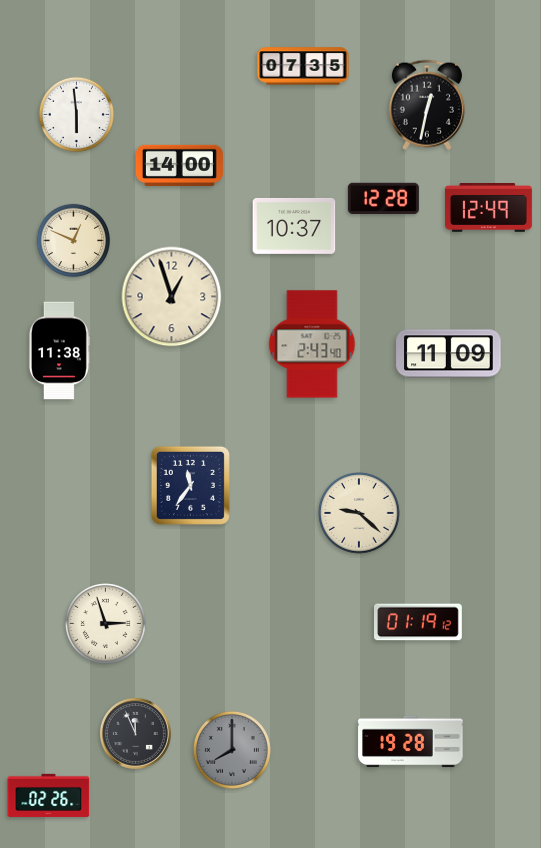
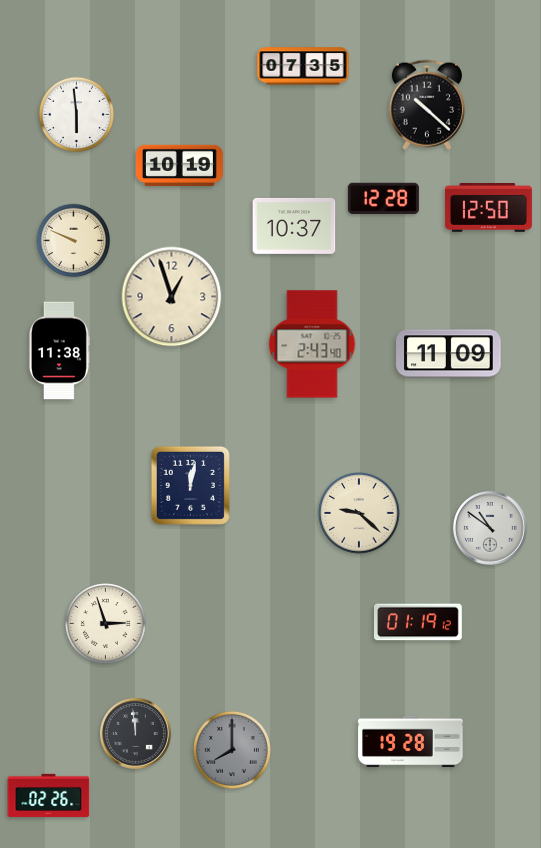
clock at (427, 105): 12:32 -> 10:22
clock at (179, 165): 14:00 -> 10:19
clock at (488, 208): 12:49 -> 12:50
clock at (74, 241): 12:49 -> 9:49
clock at (190, 485): 11:36 -> 12:02
clock at (491, 529): none -> 10:51
clock at (135, 733): 11:56 -> 11:59
